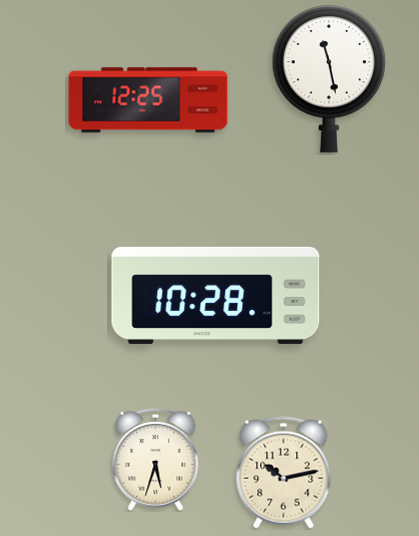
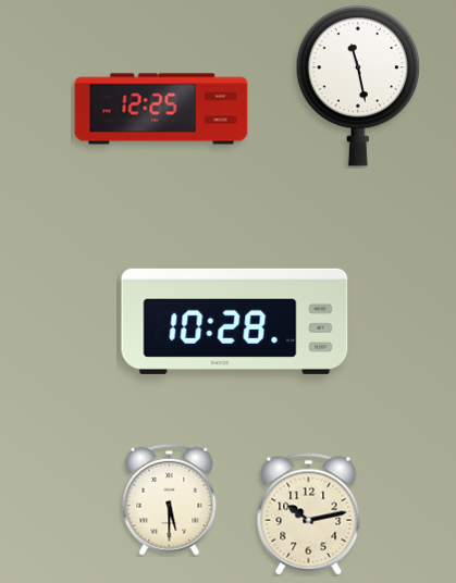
clock at (156, 459): 5:33 -> 5:30
